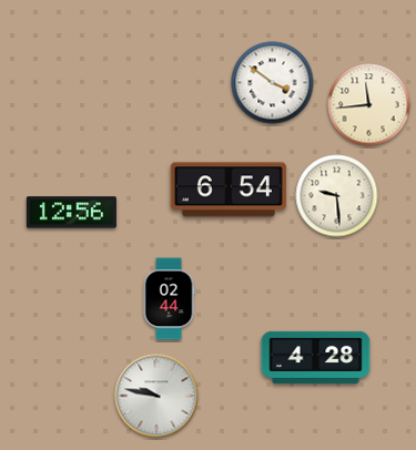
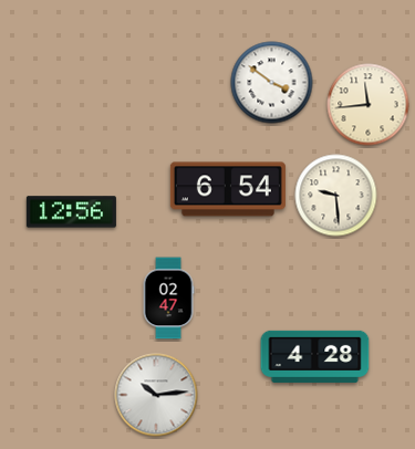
clock at (169, 299): 02:44 -> 02:47
clock at (156, 396): 9:47 -> 10:14
